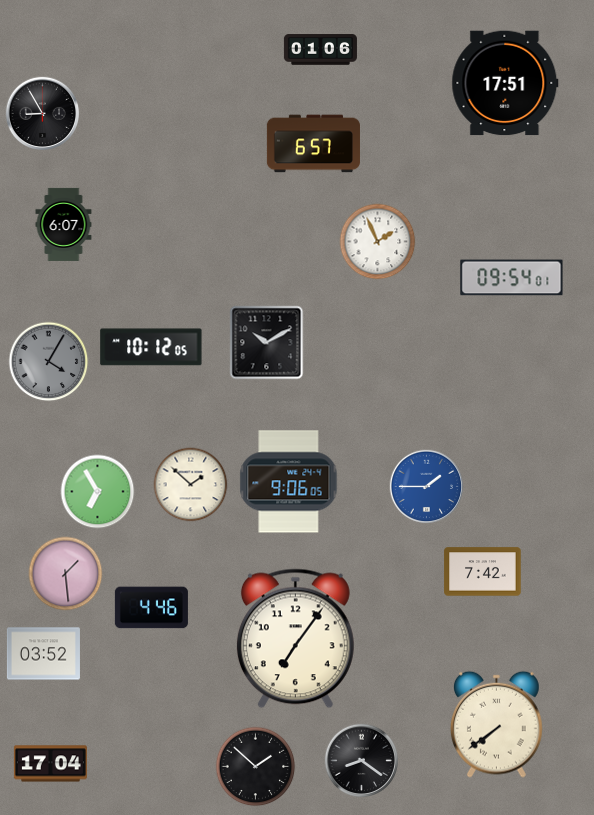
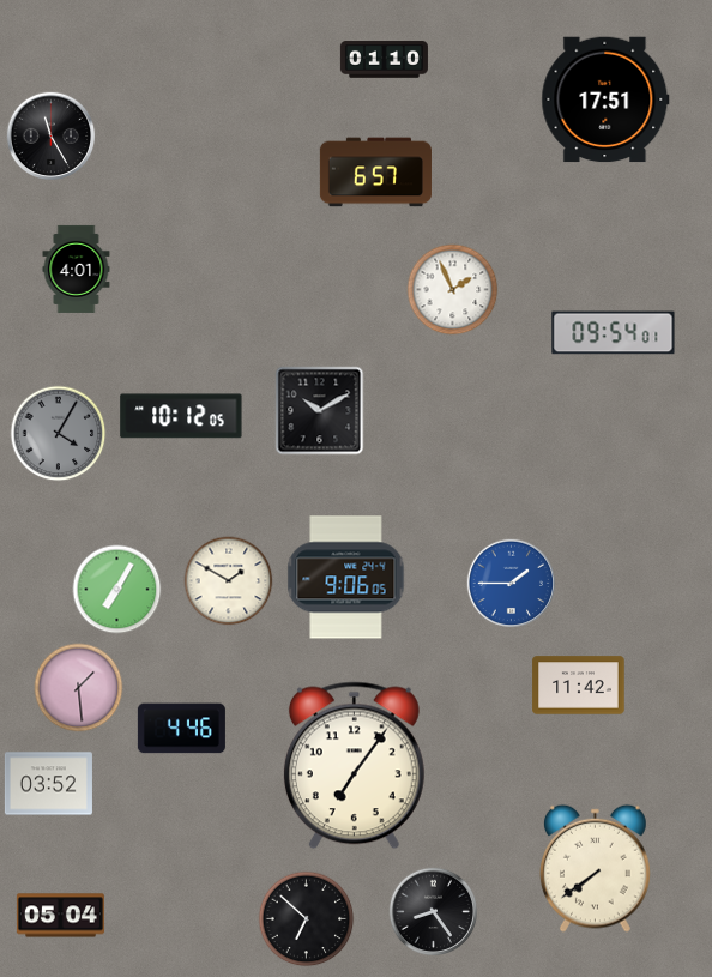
clock at (320, 50): 01:06 -> 01:10
clock at (43, 114): 8:55 -> 11:25
clock at (64, 224): 6:07 -> 4:01
clock at (191, 485): 1:52 -> 1:50
clock at (98, 492): 6:55 -> 7:05
clock at (483, 572): 7:42 -> 11:42
clock at (43, 654) position: (43, 654) -> (48, 784)
clock at (362, 761): 8:21 -> 8:24
clock at (50, 764): 17:04 -> 05:04
clock at (256, 767): 1:52 -> 6:52
